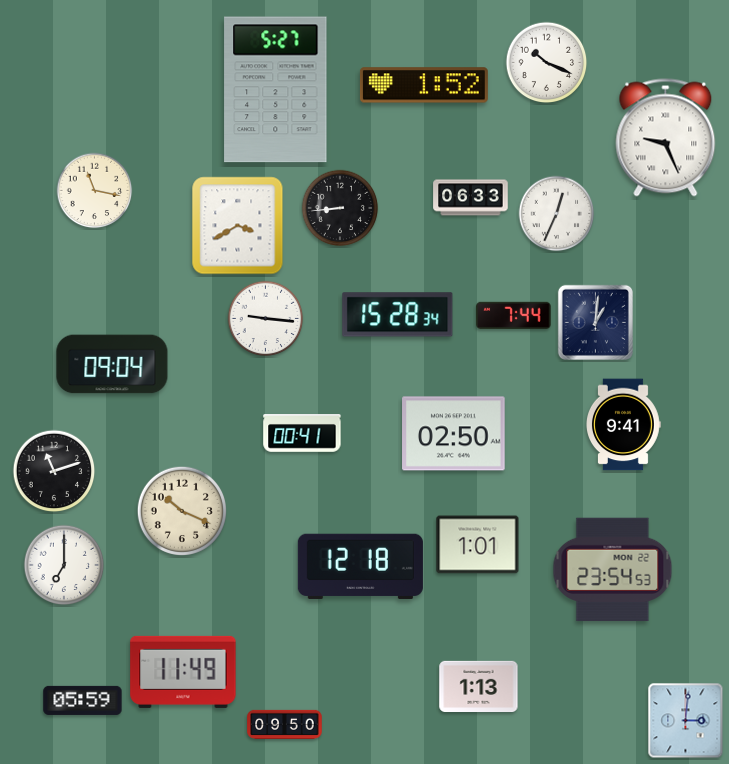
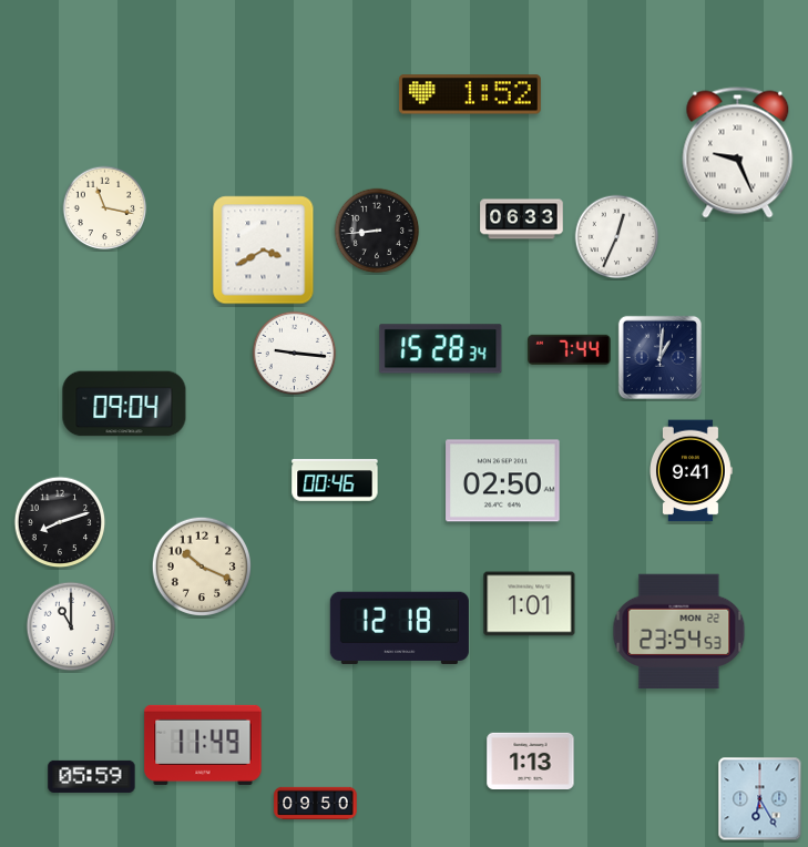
clock at (547, 63): 10:19 -> none
clock at (276, 90): 5:27 -> none
clock at (95, 191) position: (95, 191) -> (105, 208)
clock at (302, 433): 00:41 -> 00:46
clock at (54, 471): 11:12 -> 8:12
clock at (64, 565): 7:00 -> 11:00
clock at (686, 721): 3:01 -> 6:25
